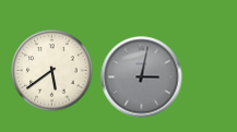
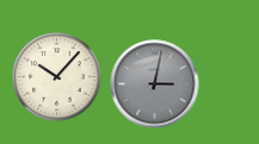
clock at (52, 71): 5:39 -> 10:07
